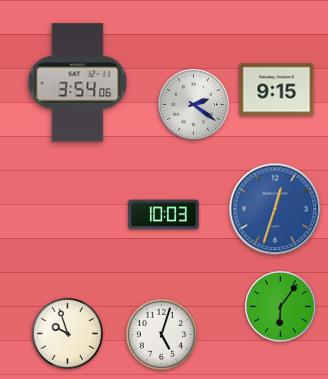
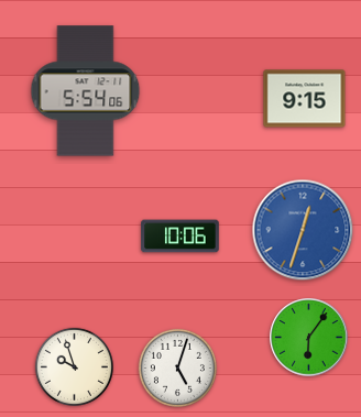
clock at (78, 83): 3:54 -> 5:54
clock at (194, 105): 2:21 -> none
clock at (164, 215): 10:03 -> 10:06
